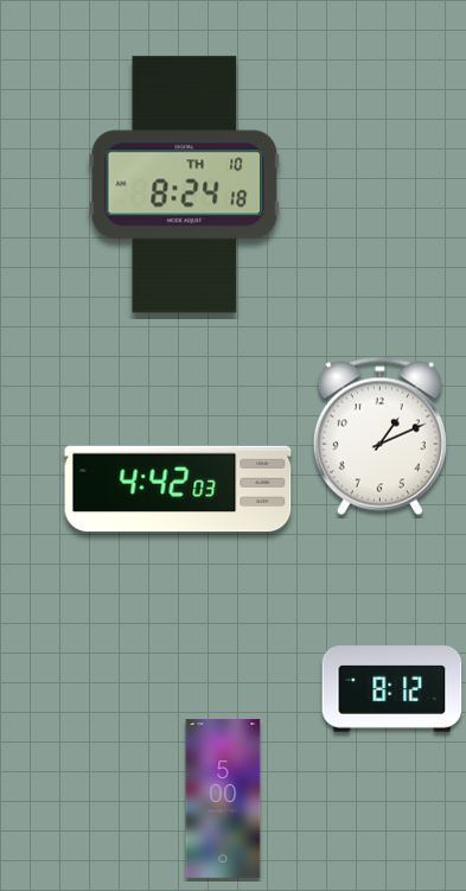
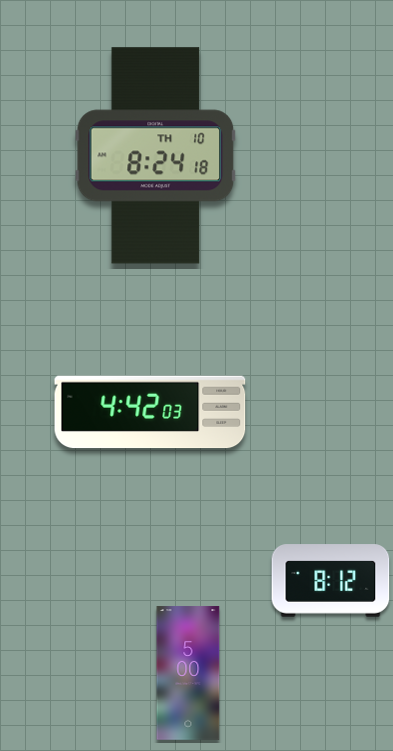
clock at (379, 437): 1:11 -> none
